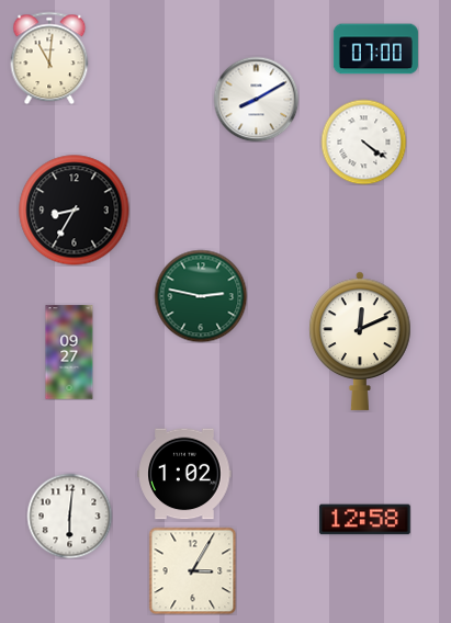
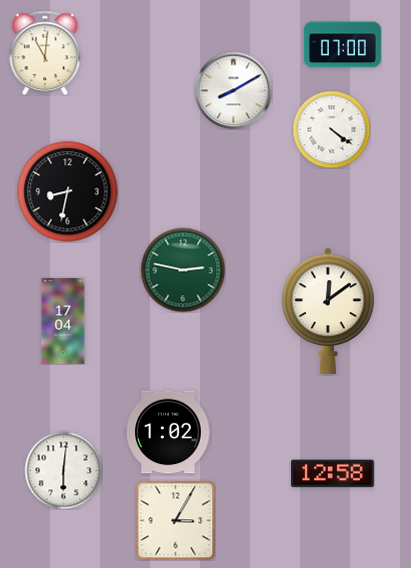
clock at (75, 211): 8:35 -> 8:32
clock at (360, 341): 12:11 -> 12:09
clock at (69, 352): 09:27 -> 17:04
